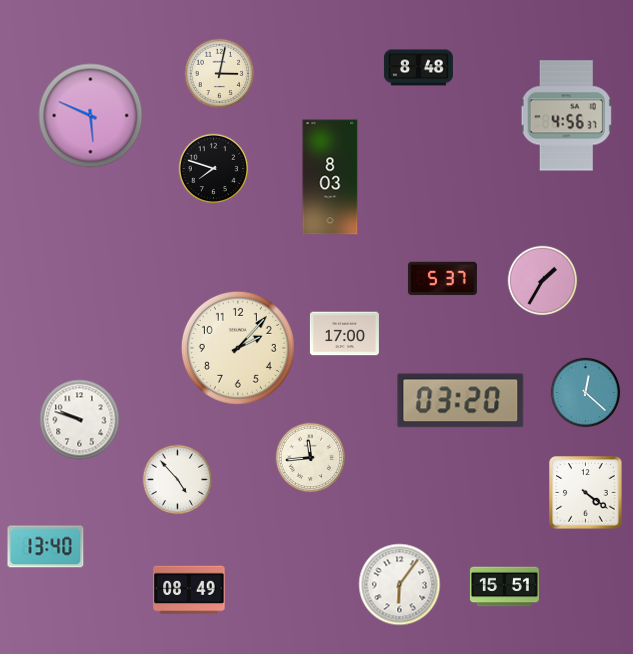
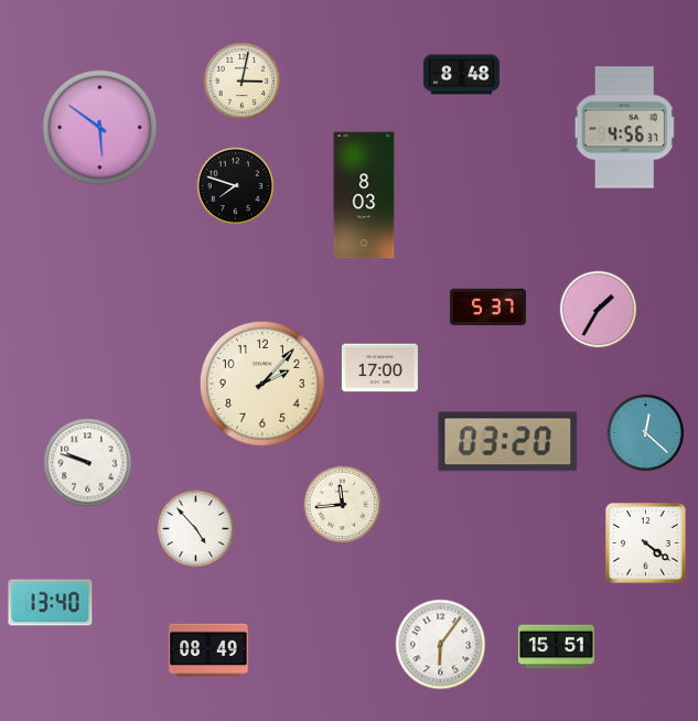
clock at (91, 116): 5:49 -> 5:51
